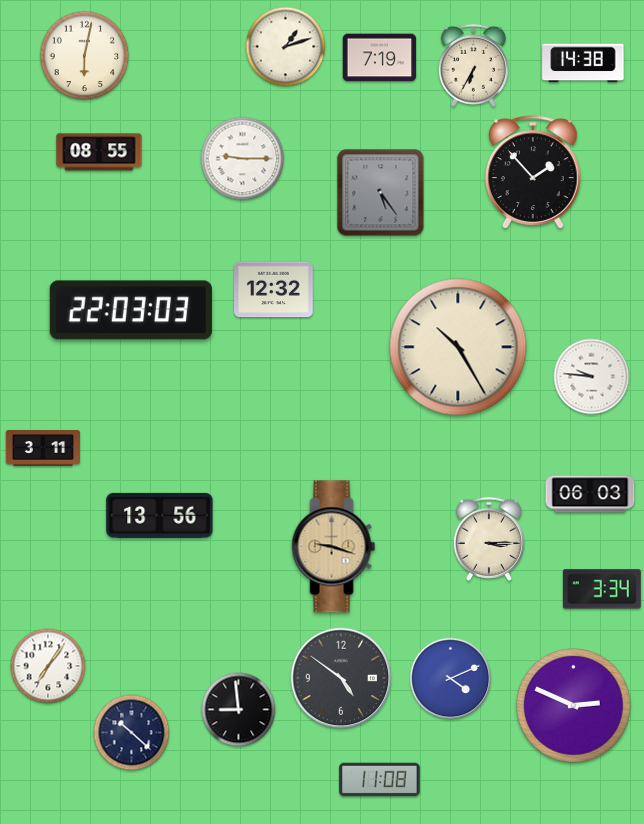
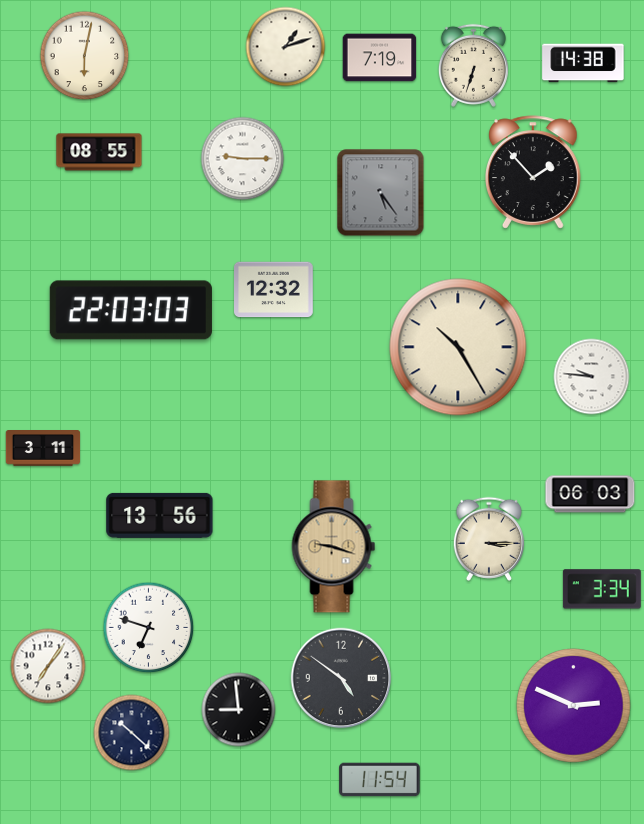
clock at (473, 65): 6:35 -> 6:33
clock at (149, 628): none -> 6:48
clock at (451, 679): 4:11 -> none
clock at (380, 780): 11:08 -> 11:54
